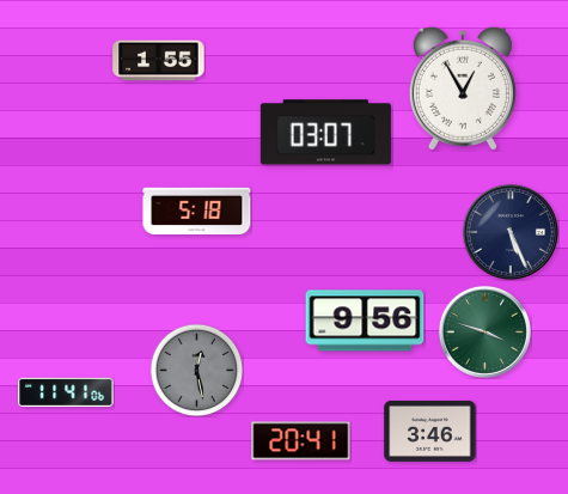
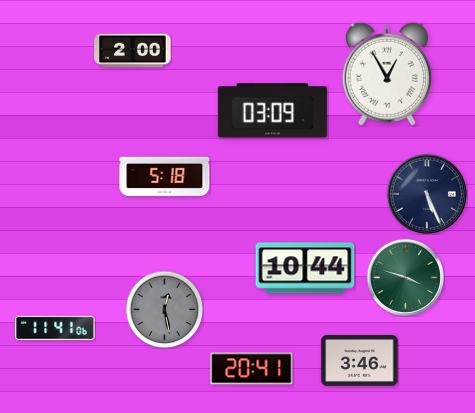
clock at (159, 61): 1:55 -> 2:00
clock at (325, 133): 03:07 -> 03:09
clock at (365, 321): 9:56 -> 10:44
